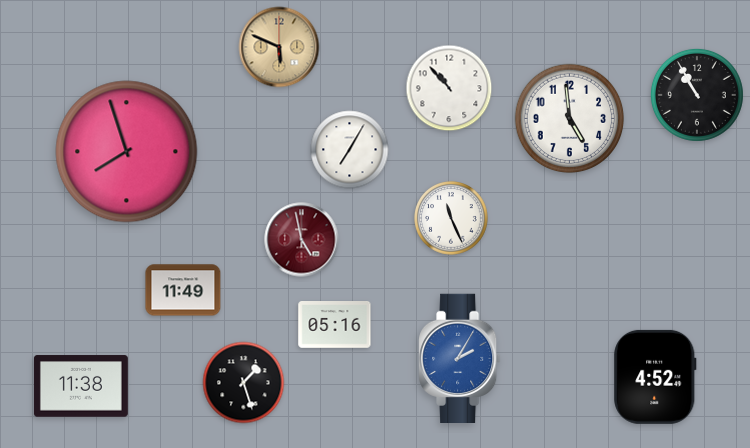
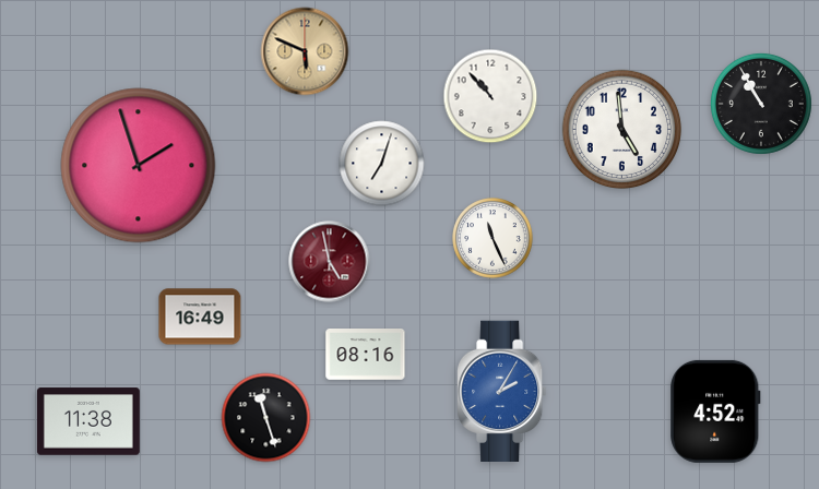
clock at (350, 150): 7:05 -> 7:03
clock at (127, 152): 7:57 -> 1:57
clock at (183, 290): 11:49 -> 16:49
clock at (335, 325): 05:16 -> 08:16
clock at (244, 383): 1:27 -> 11:27
